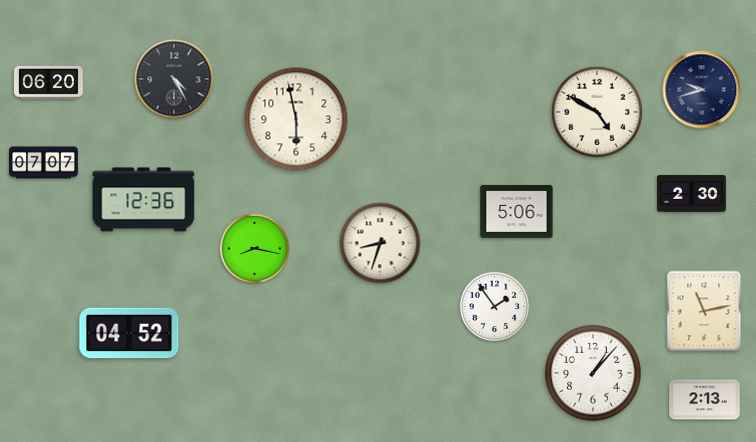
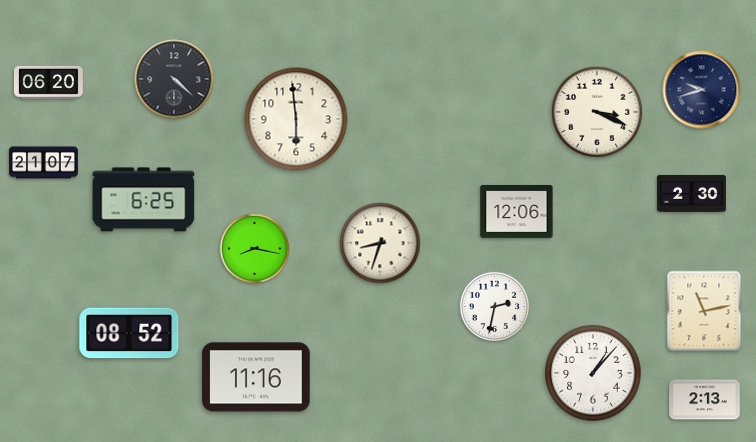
clock at (174, 79): 4:25 -> 4:22
clock at (597, 112): 4:50 -> 3:19
clock at (296, 119): 5:58 -> 5:59
clock at (44, 163): 07:07 -> 21:07
clock at (144, 200): 12:36 -> 6:25
clock at (517, 211): 5:06 -> 12:06
clock at (495, 307): 1:54 -> 2:32
clock at (129, 333): 04:52 -> 08:52
clock at (256, 377): none -> 11:16
